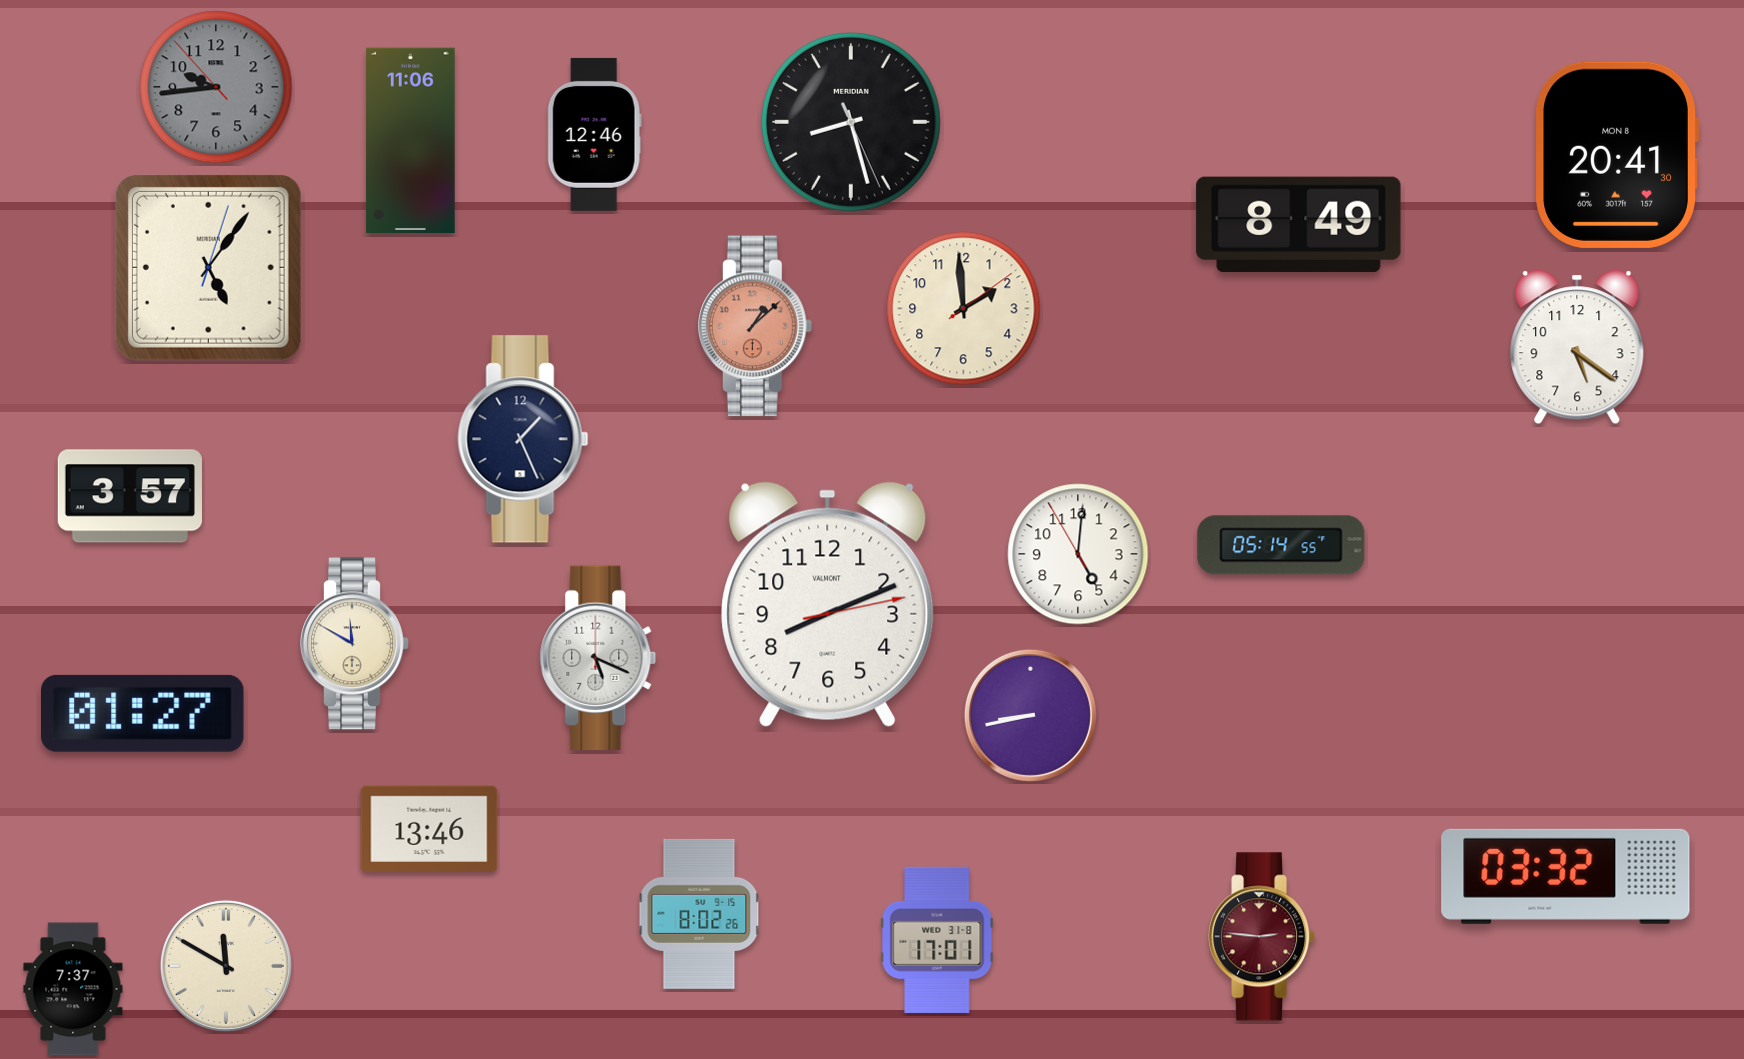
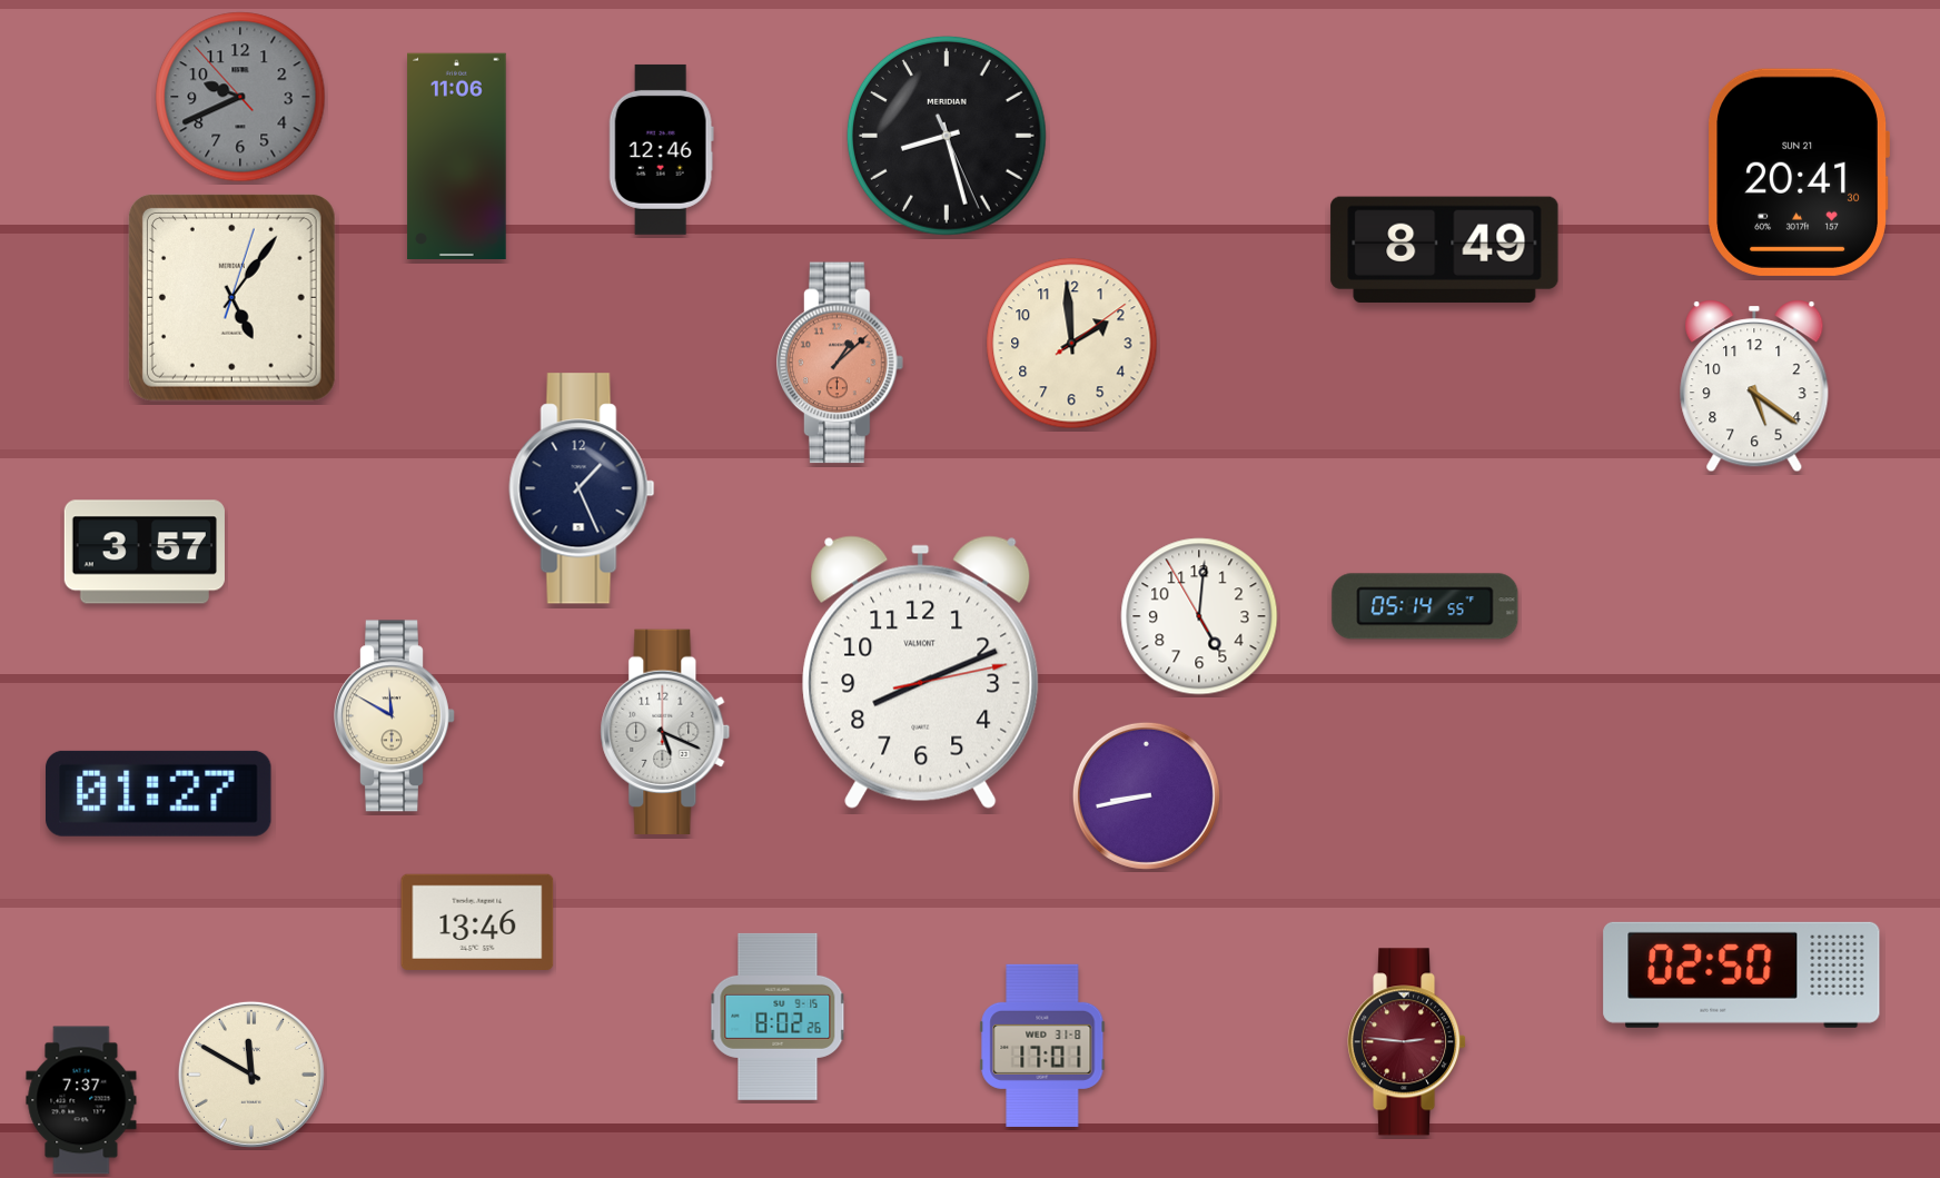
clock at (216, 87): 9:43 -> 9:40
clock at (1617, 155) date: MON 8 -> SUN 21
clock at (1566, 876): 03:32 -> 02:50
clock at (1263, 937) position: (1263, 937) -> (1408, 1042)
